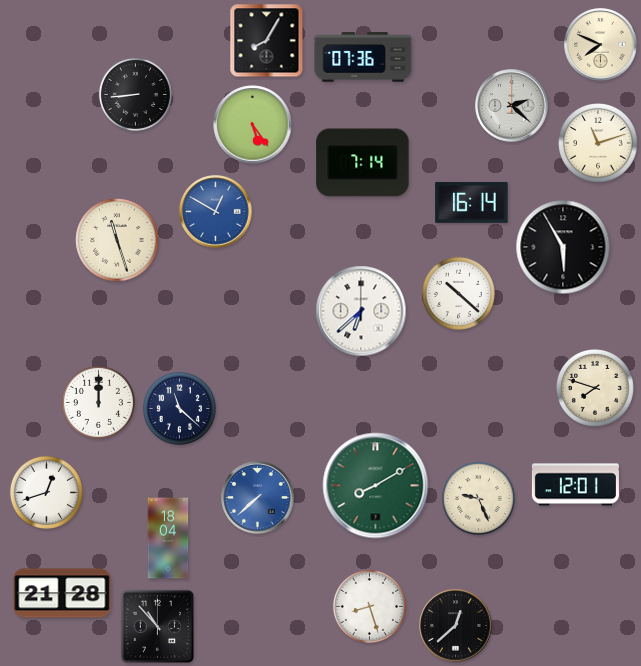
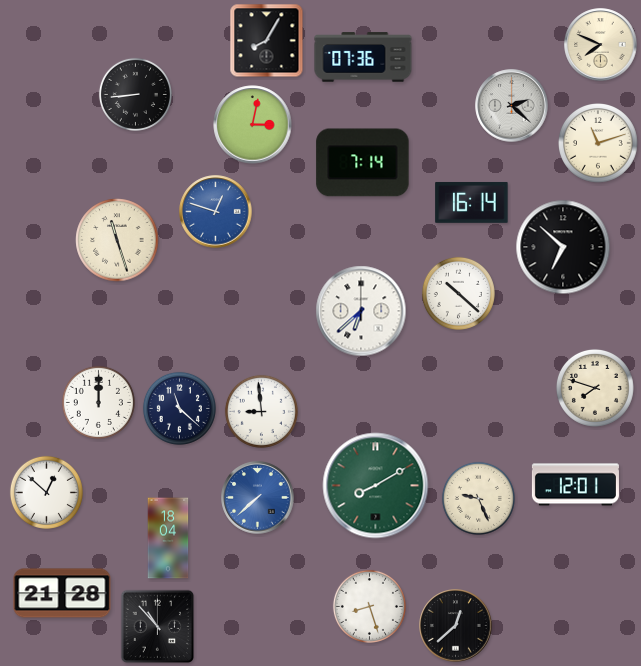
clock at (253, 125): 5:24 -> 3:02
clock at (216, 212): 12:50 -> 12:48
clock at (563, 247): 5:55 -> 6:52
clock at (261, 411): none -> 8:59
clock at (46, 492): 12:42 -> 12:52
